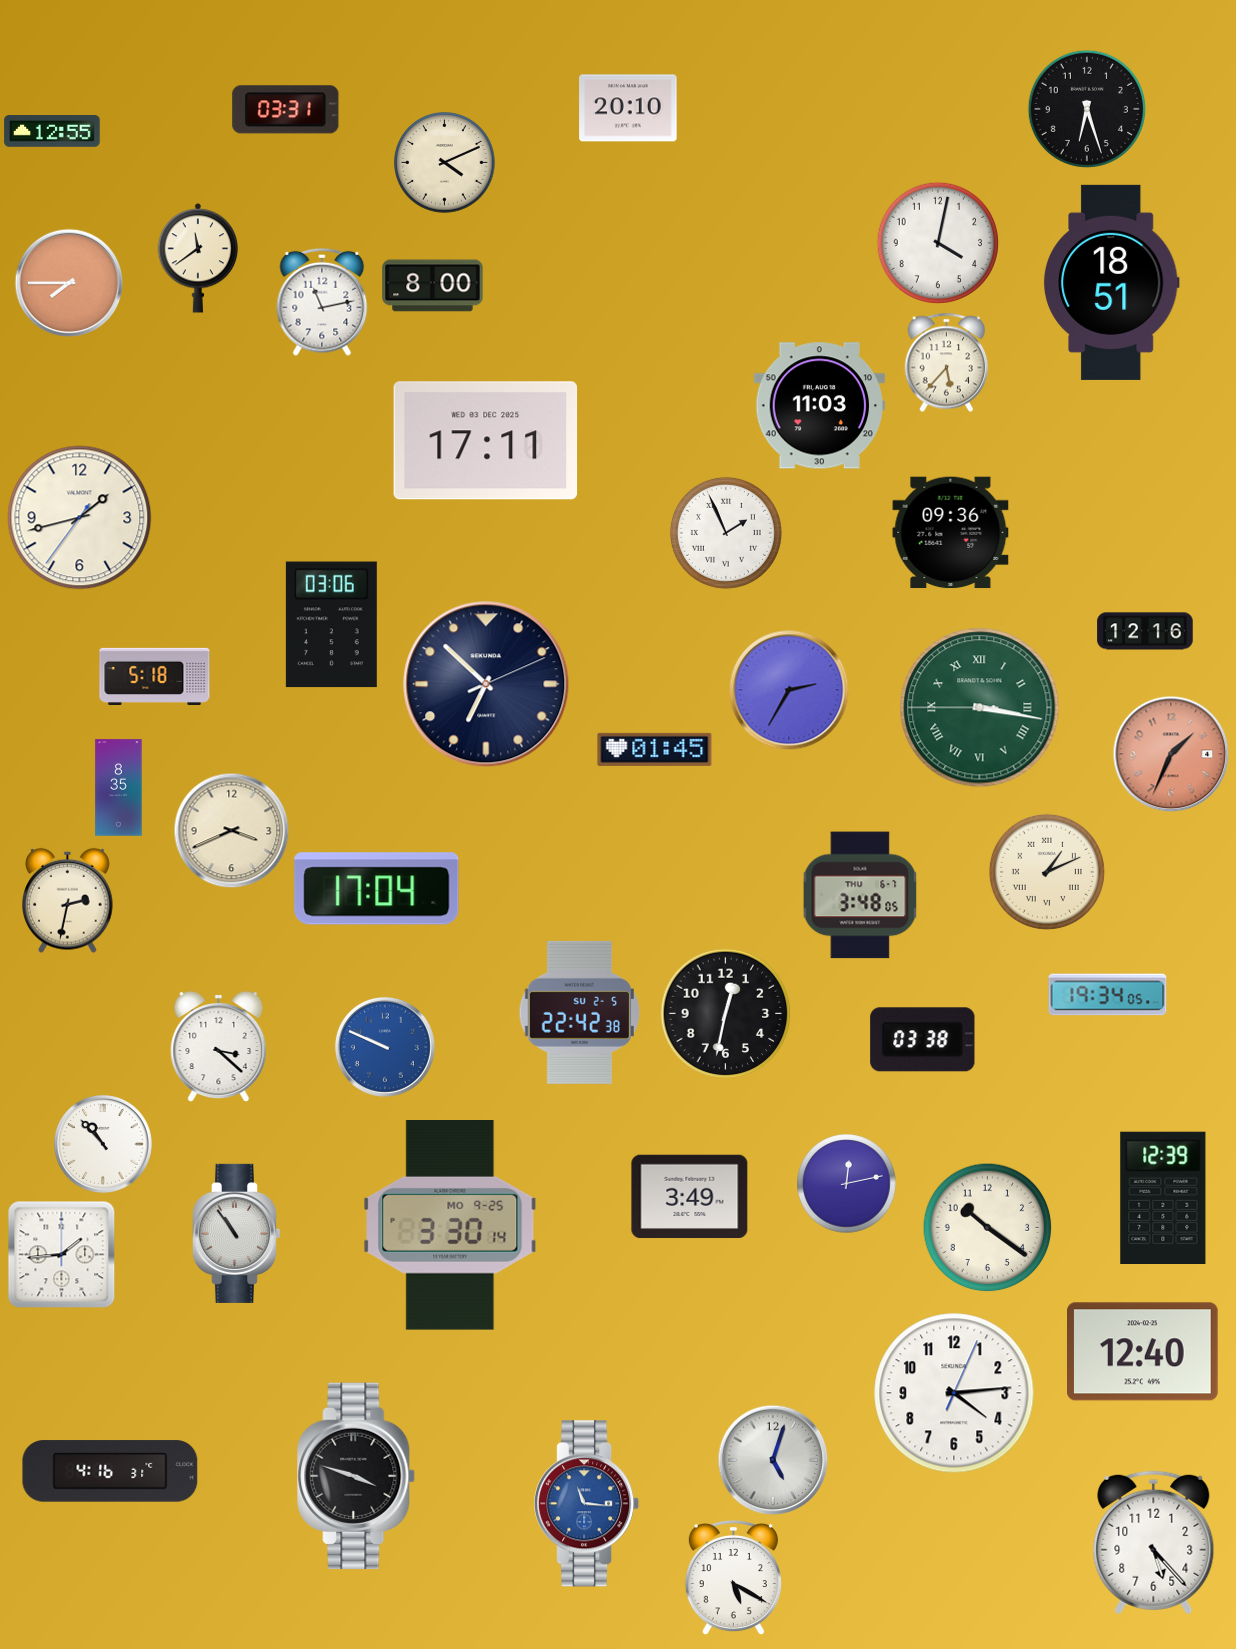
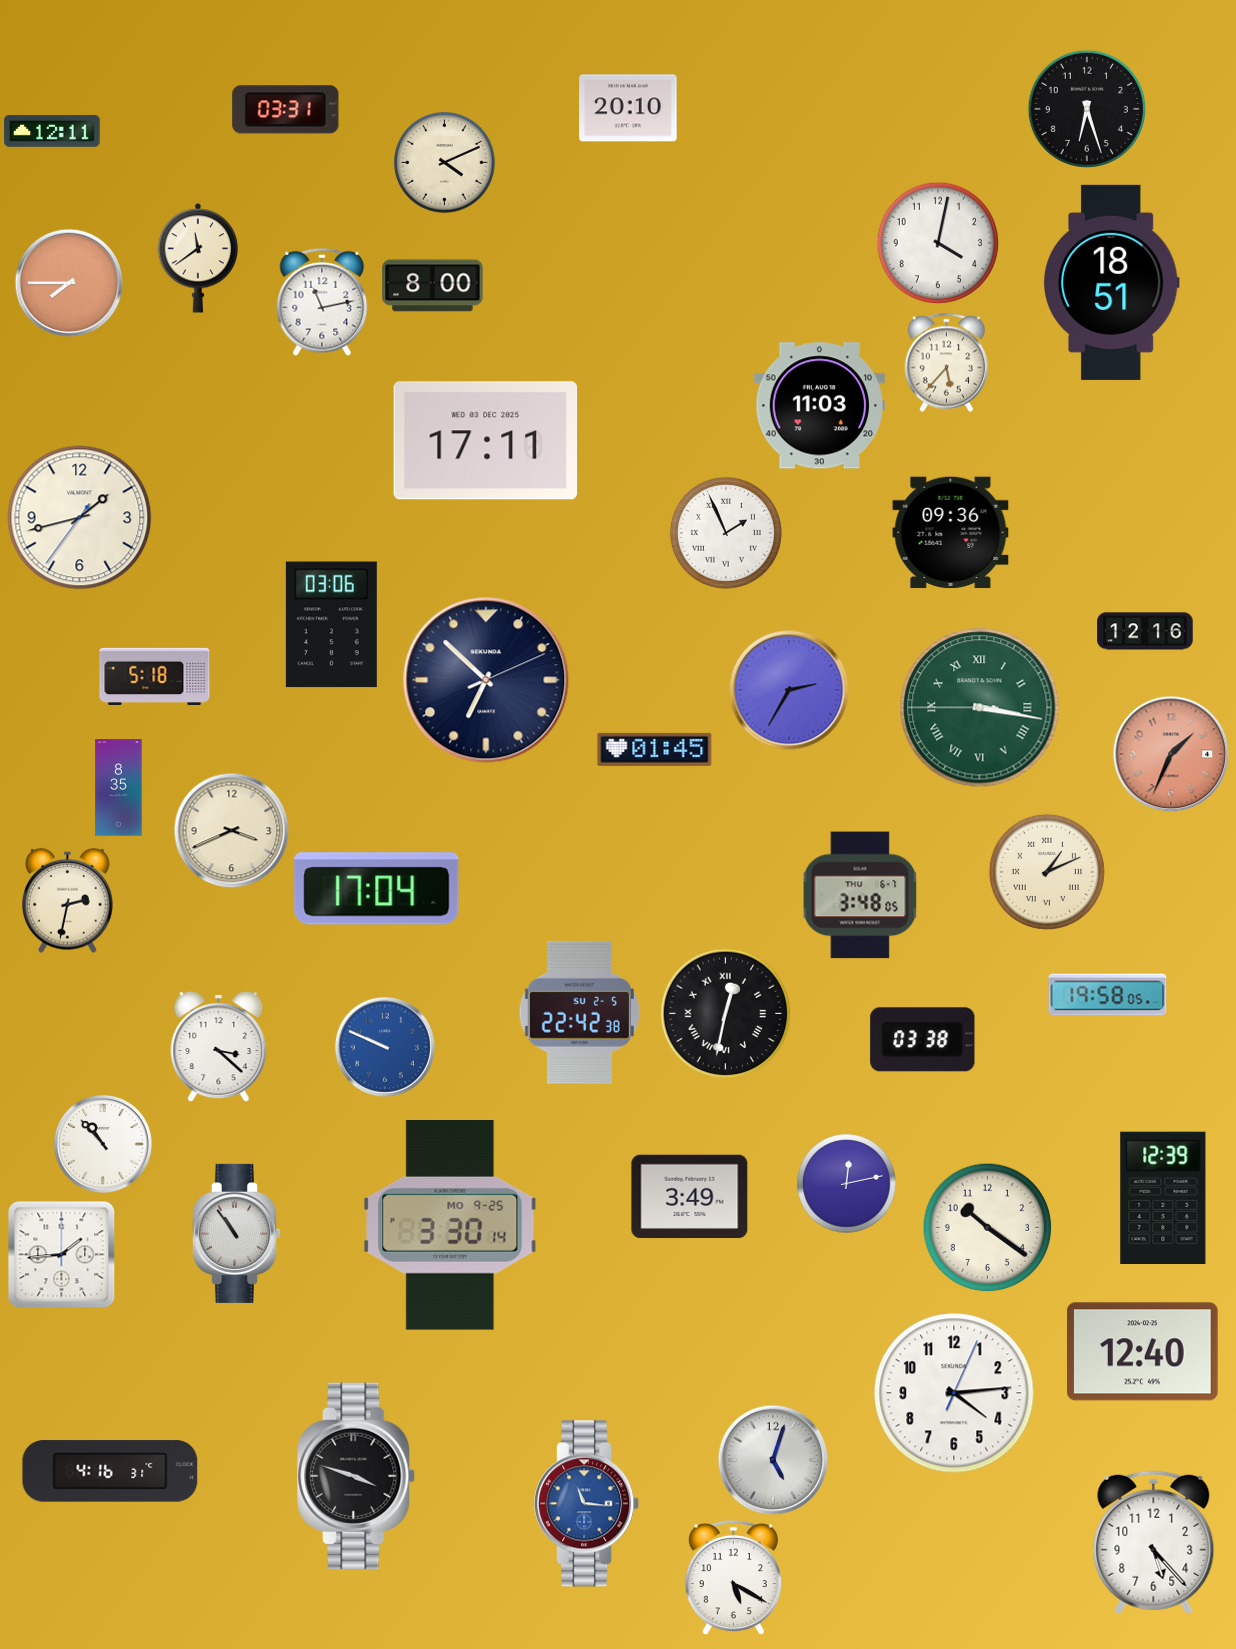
clock at (52, 131): 12:55 -> 12:11
clock at (486, 684) position: (486, 684) -> (486, 680)
clock at (1108, 995): 19:34 -> 19:58
clock at (726, 1014) numerals: Arabic -> Roman
